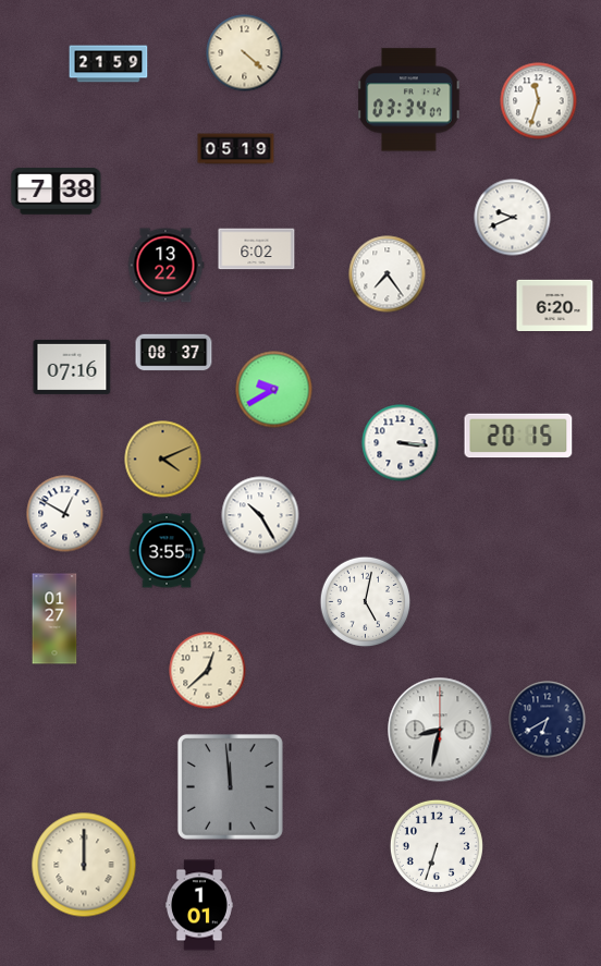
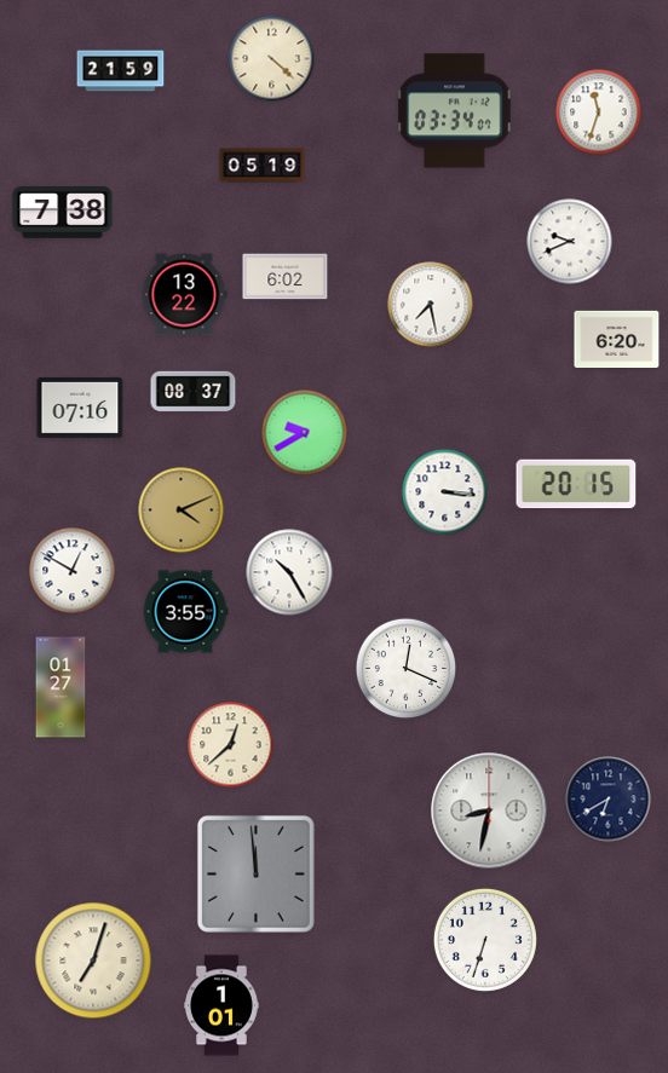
clock at (388, 274): 7:24 -> 7:28
clock at (366, 602): 5:02 -> 12:19
clock at (84, 865): 12:00 -> 7:03
